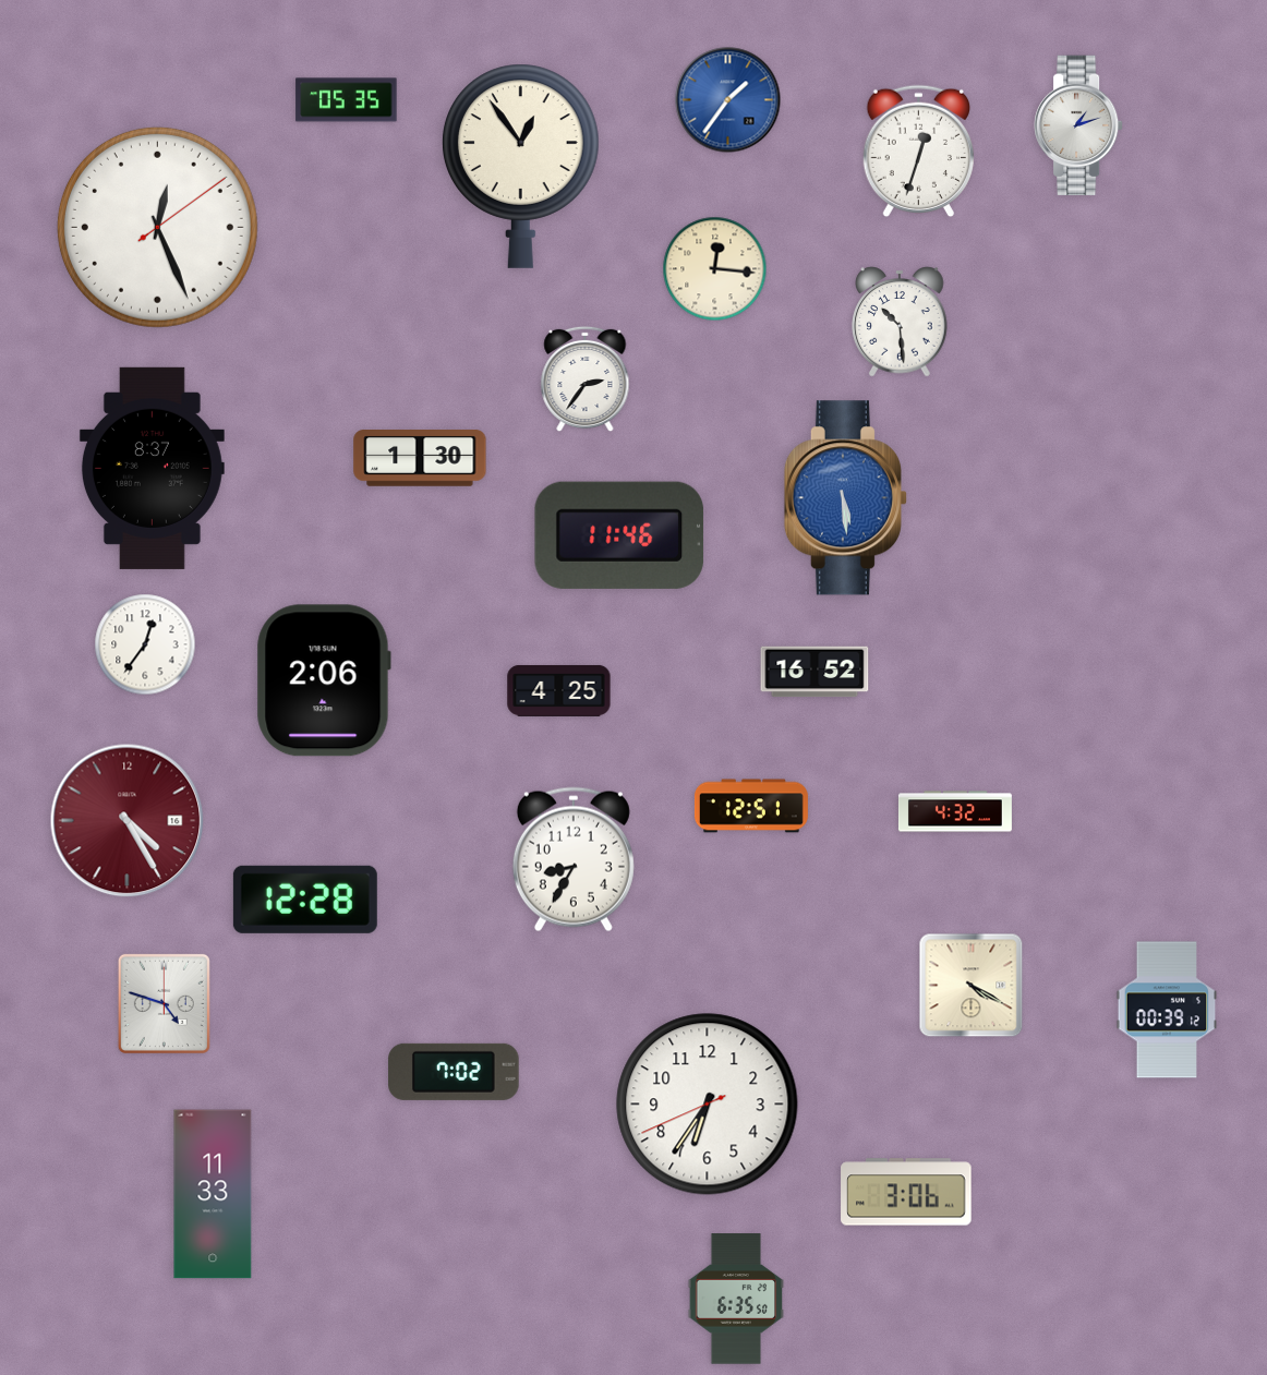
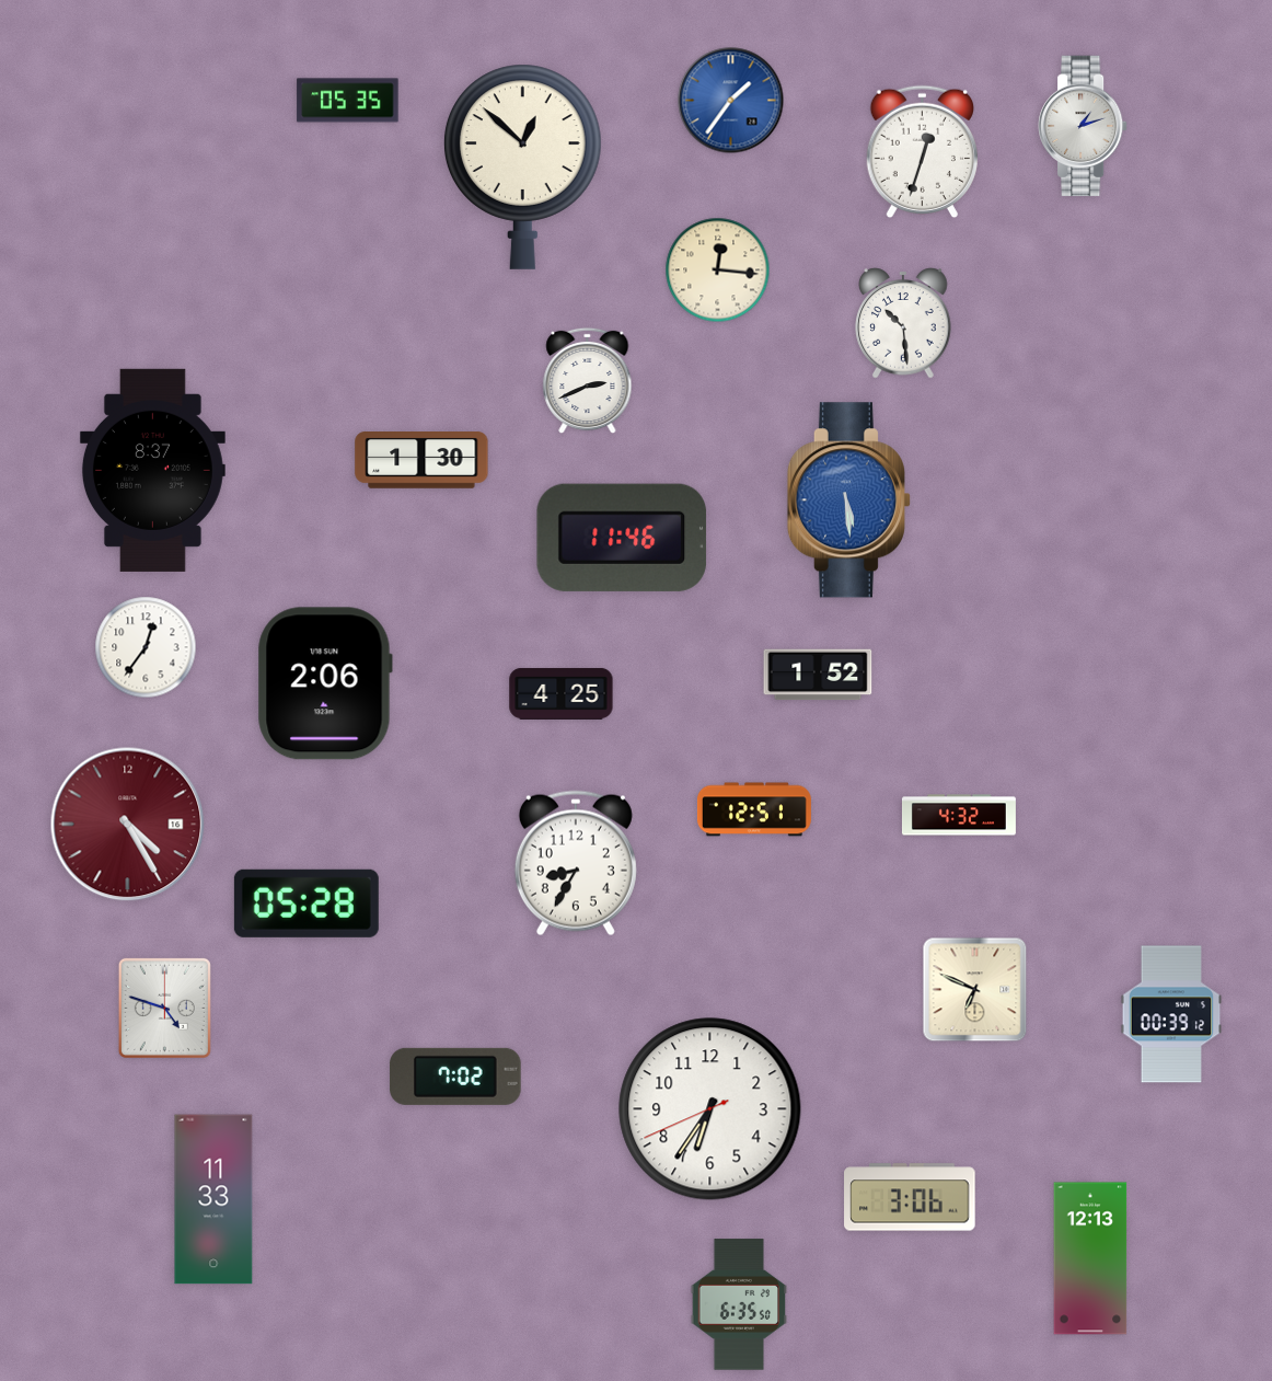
clock at (521, 166): 12:54 -> 12:52
clock at (157, 227): 12:26 -> none
clock at (586, 379): 2:36 -> 2:41
clock at (814, 672): 16:52 -> 1:52
clock at (305, 900): 12:28 -> 05:28
clock at (972, 986): 4:20 -> 6:49
clock at (1090, 1258): none -> 12:13
